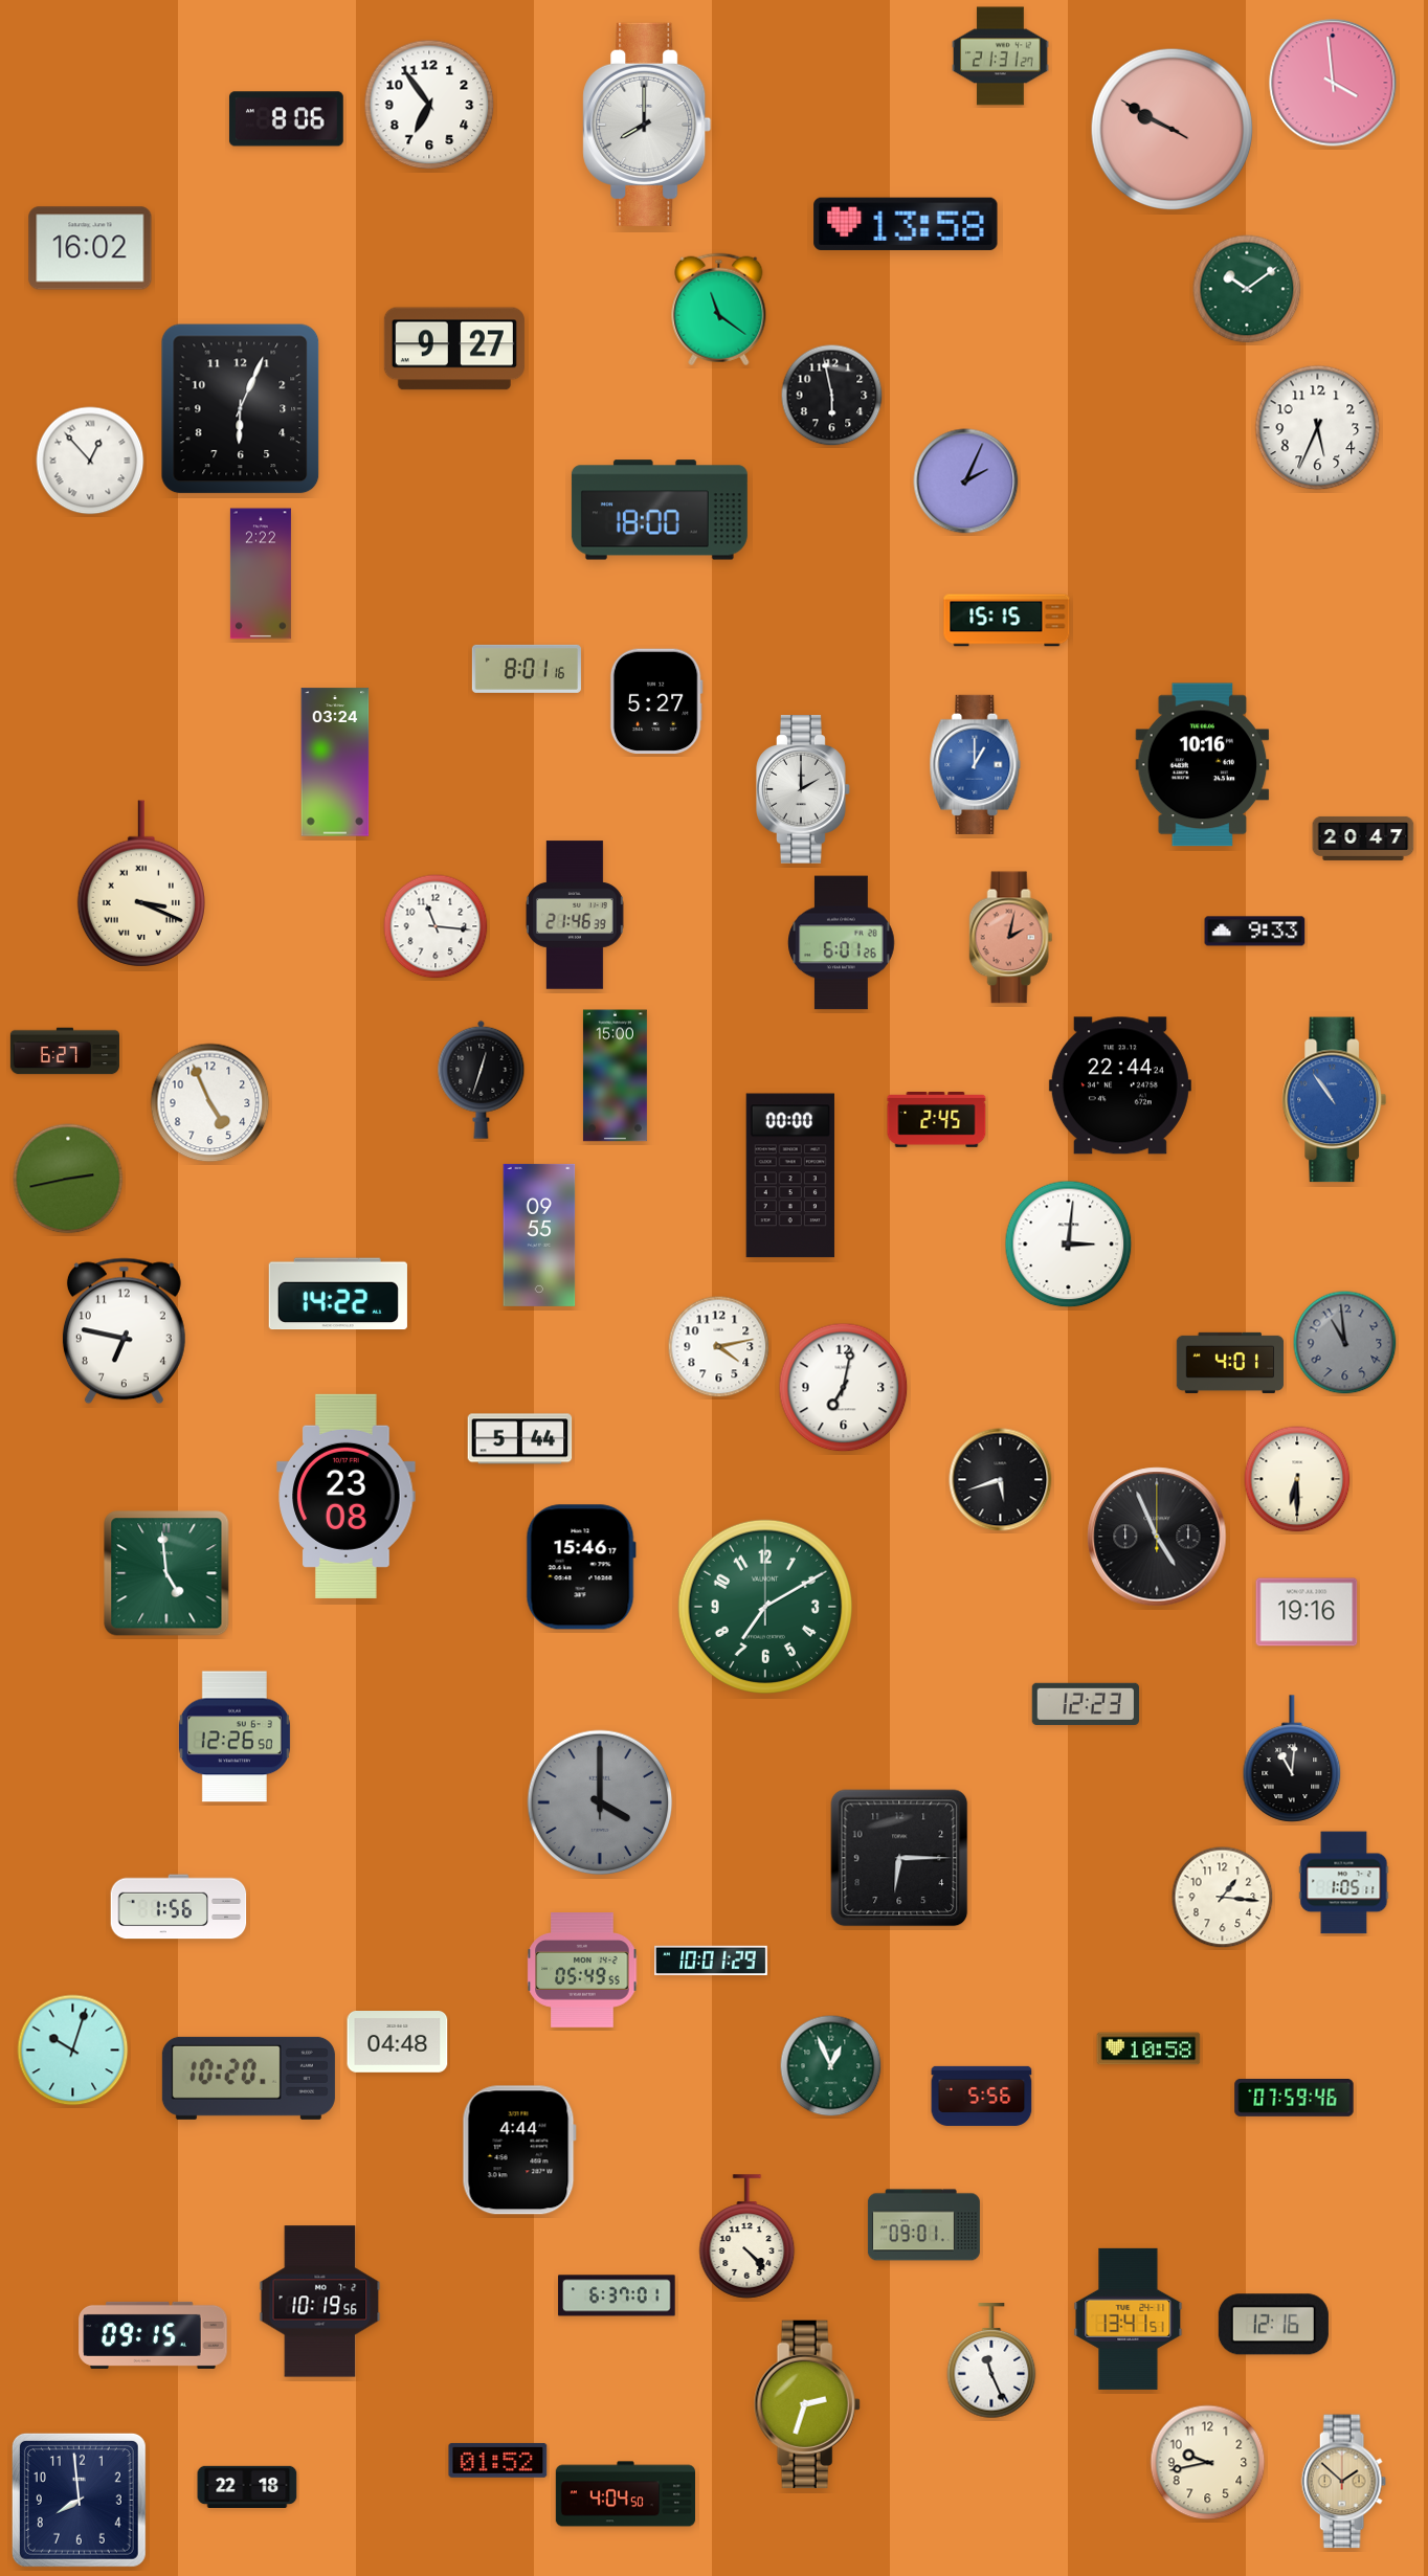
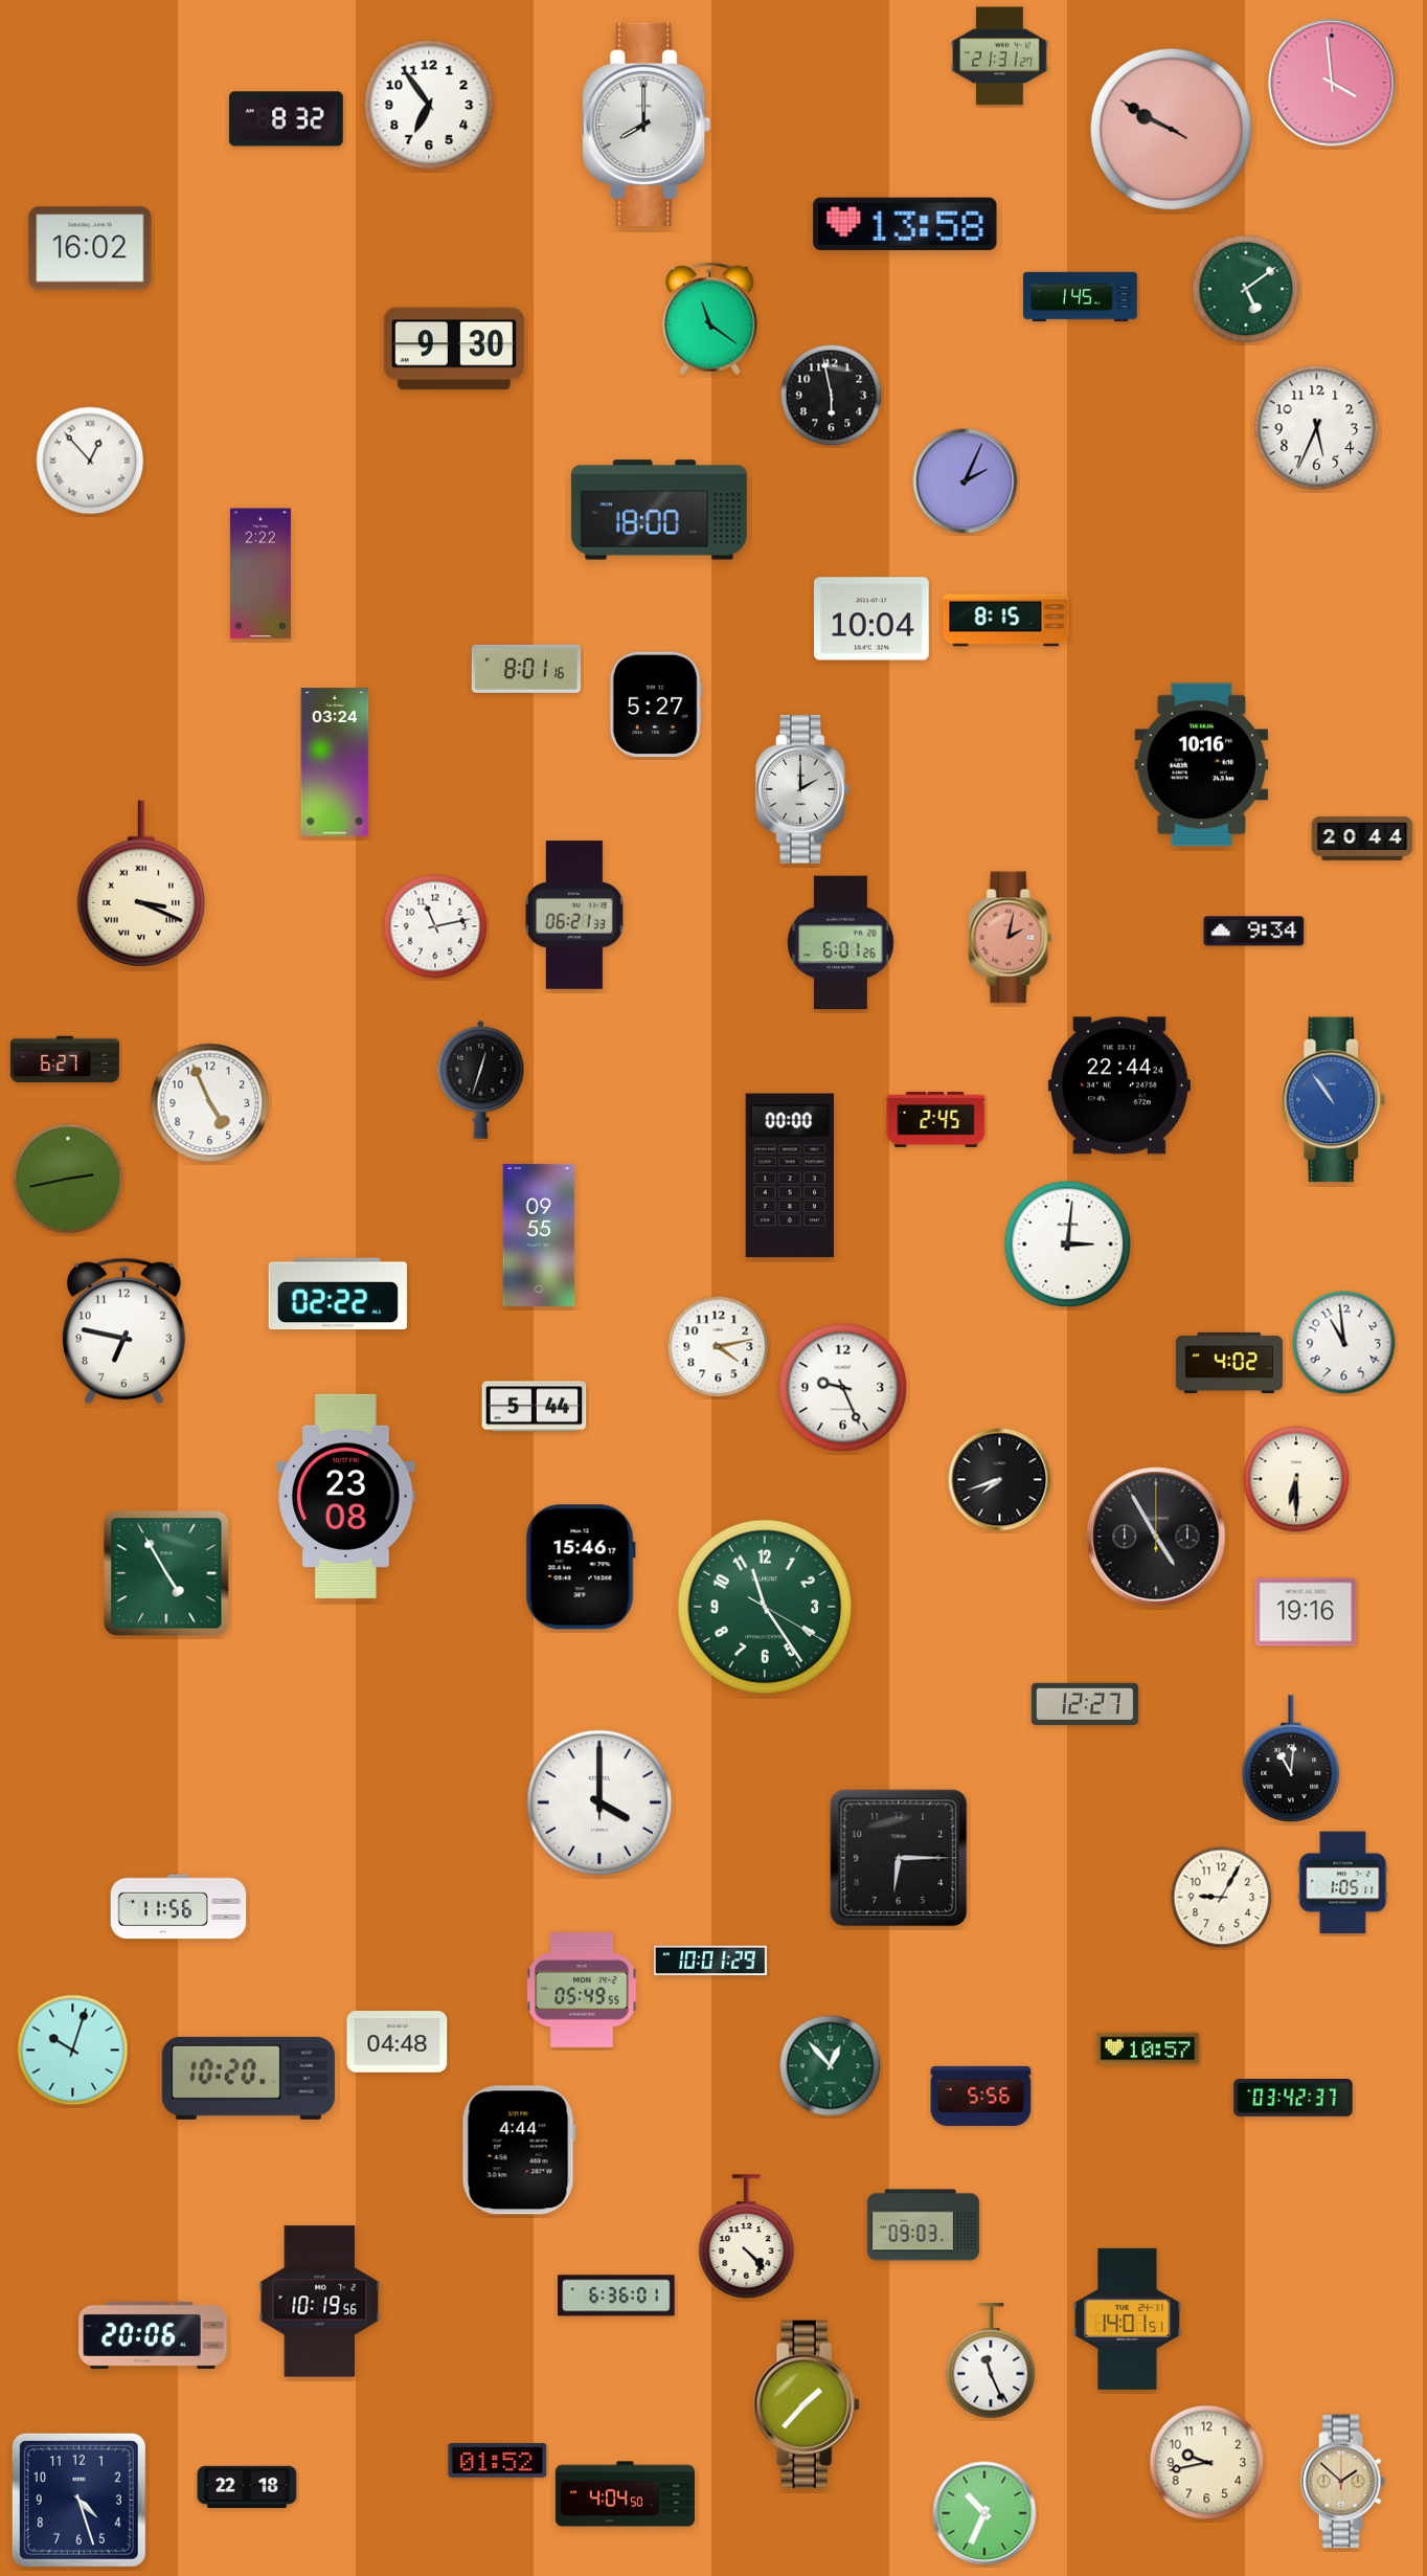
clock at (286, 119): 8:06 -> 8:32
clock at (1247, 289): 10:09 -> 5:09
clock at (1081, 297): none -> 1:45
clock at (719, 310) position: (719, 310) -> (710, 319)
clock at (454, 349): 9:27 -> 9:30
clock at (241, 409): 6:04 -> none
clock at (873, 619): none -> 10:04
clock at (1007, 621): 15:15 -> 8:15
clock at (656, 701) position: (656, 701) -> (656, 704)
clock at (976, 764): 1:00 -> none
clock at (1363, 838): 20:47 -> 20:44
clock at (576, 915): 21:46 -> 06:21
clock at (436, 926): 11:16 -> 11:13
clock at (1255, 932): 9:33 -> 9:34
clock at (65, 1051) position: (65, 1051) -> (65, 1059)
clock at (615, 1076): 15:00 -> none
clock at (338, 1294): 14:22 -> 02:22
clock at (1345, 1343) dial: grey -> white
clock at (1230, 1363): 4:01 -> 4:02
clock at (844, 1388): 7:02 -> 9:26
clock at (520, 1439) position: (520, 1439) -> (535, 1407)
clock at (1001, 1480): 5:42 -> 7:42
clock at (1157, 1537): 4:56 -> 4:55
clock at (166, 1573): 4:59 -> 4:55
clock at (765, 1607): 7:10 -> 11:24
clock at (1085, 1704): 12:23 -> 12:27
clock at (235, 1737): 12:26 -> none
clock at (600, 1802) dial: grey -> white
clock at (1223, 1898): 1:16 -> 9:05
clock at (179, 1907): 1:56 -> 11:56
clock at (582, 1970) position: (582, 1970) -> (582, 1990)
clock at (1148, 2048): 10:58 -> 10:57
clock at (831, 2066): 12:56 -> 12:53
clock at (1294, 2098): 07:59 -> 03:42
clock at (923, 2225): 09:01 -> 09:03
clock at (617, 2295): 6:37 -> 6:36
clock at (1129, 2319): 13:41 -> 14:01
clock at (1273, 2325): 12:16 -> none
clock at (153, 2335): 09:15 -> 20:06
clock at (807, 2404): 2:33 -> 1:37
clock at (79, 2500): 7:59 -> 4:27
clock at (984, 2513): none -> 10:34
